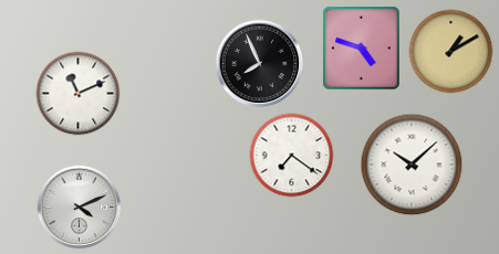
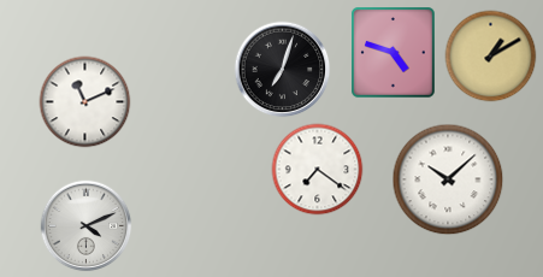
clock at (260, 64): 7:56 -> 7:03
